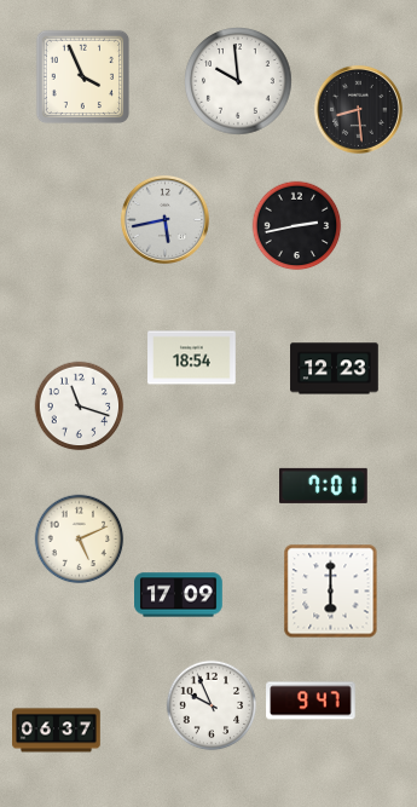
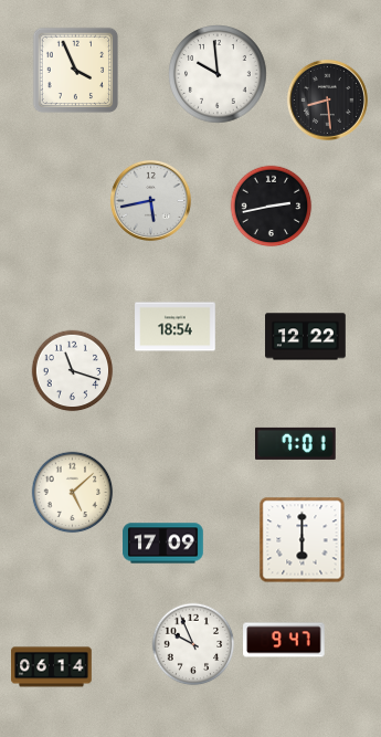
clock at (335, 369): 12:23 -> 12:22
clock at (80, 540): 5:11 -> 5:08
clock at (57, 731): 06:37 -> 06:14
